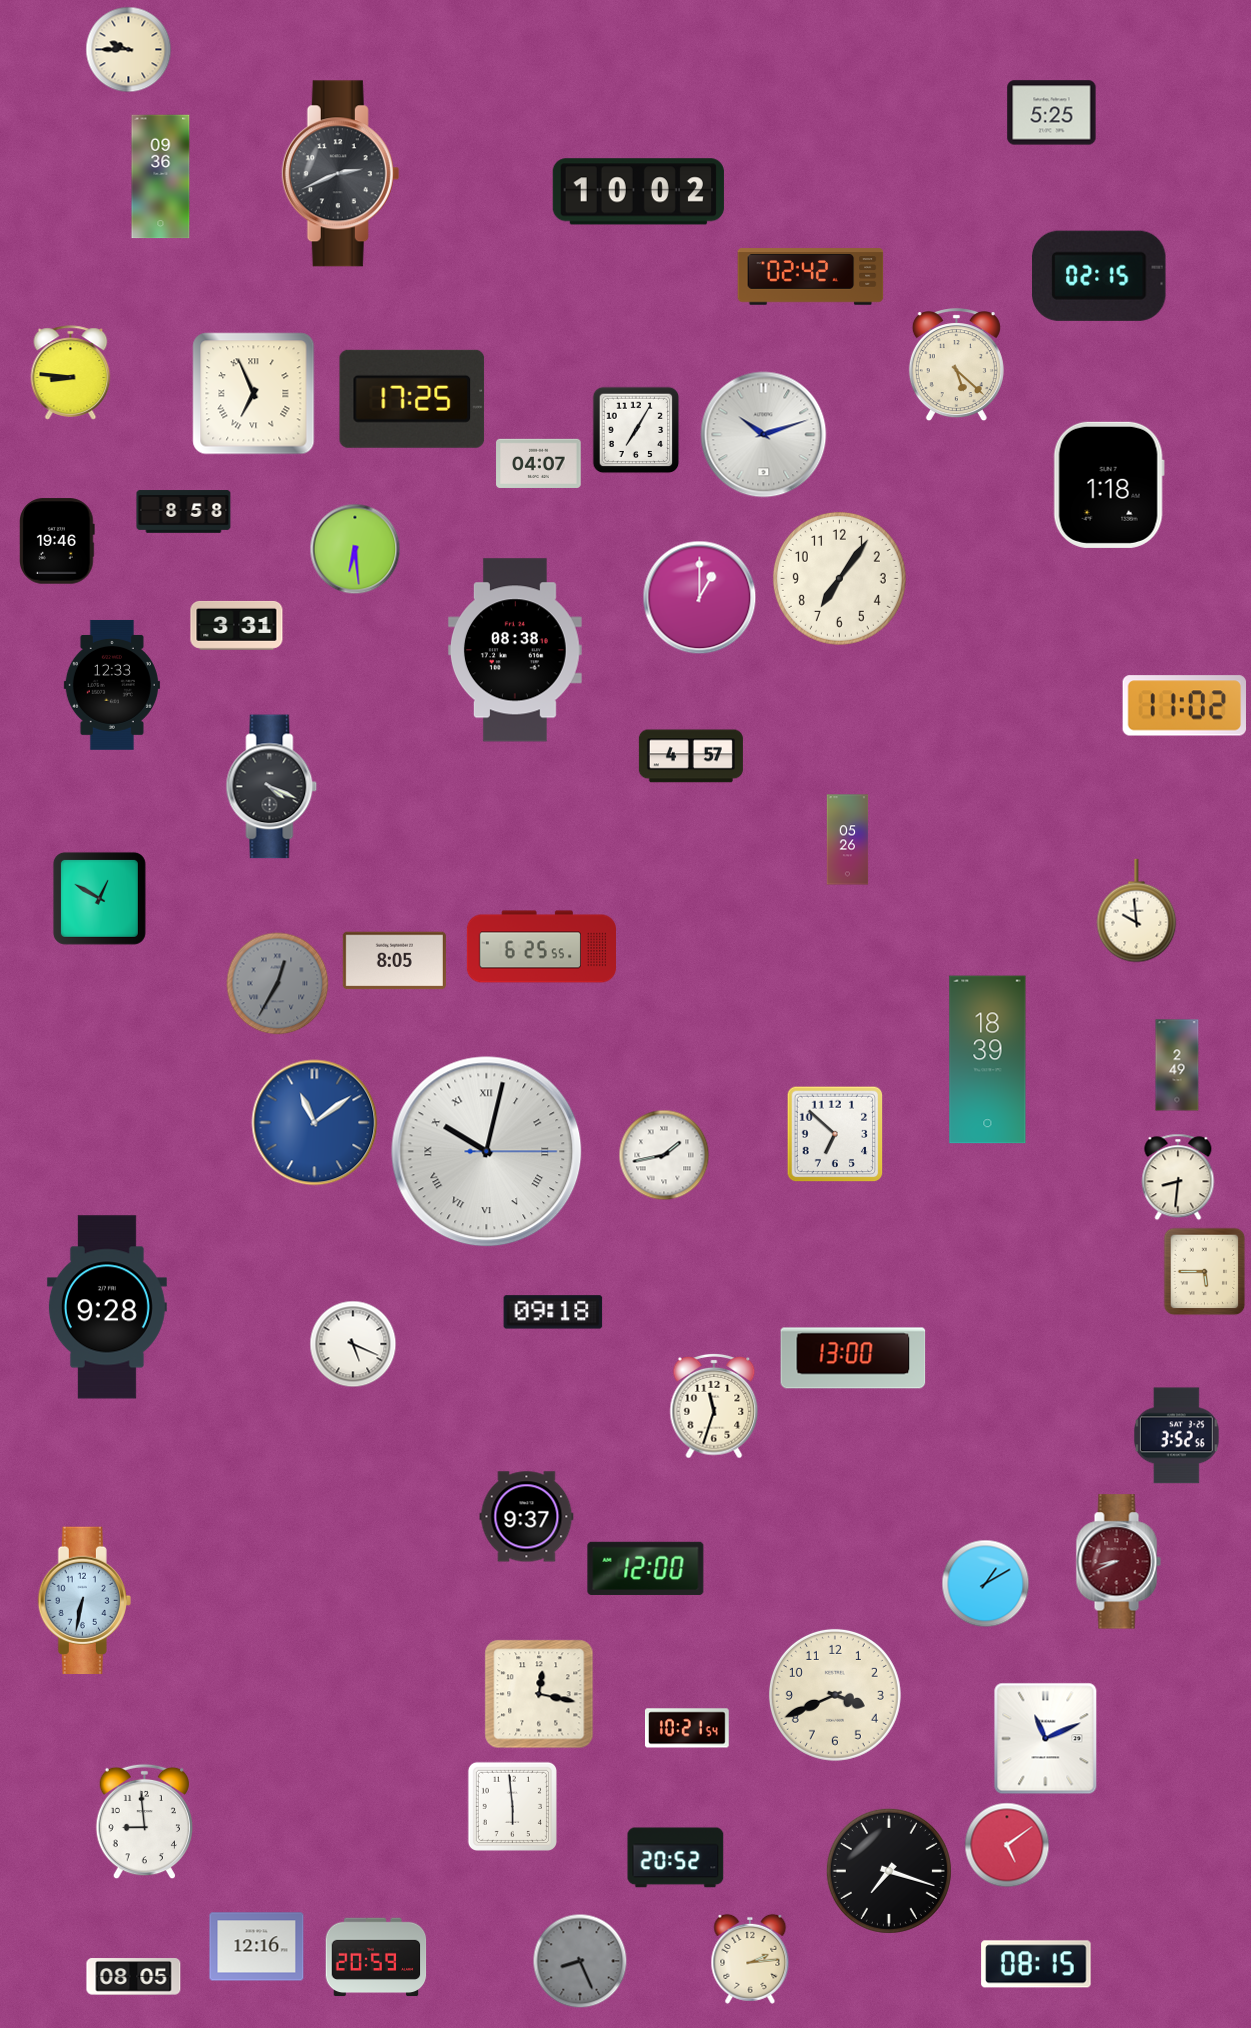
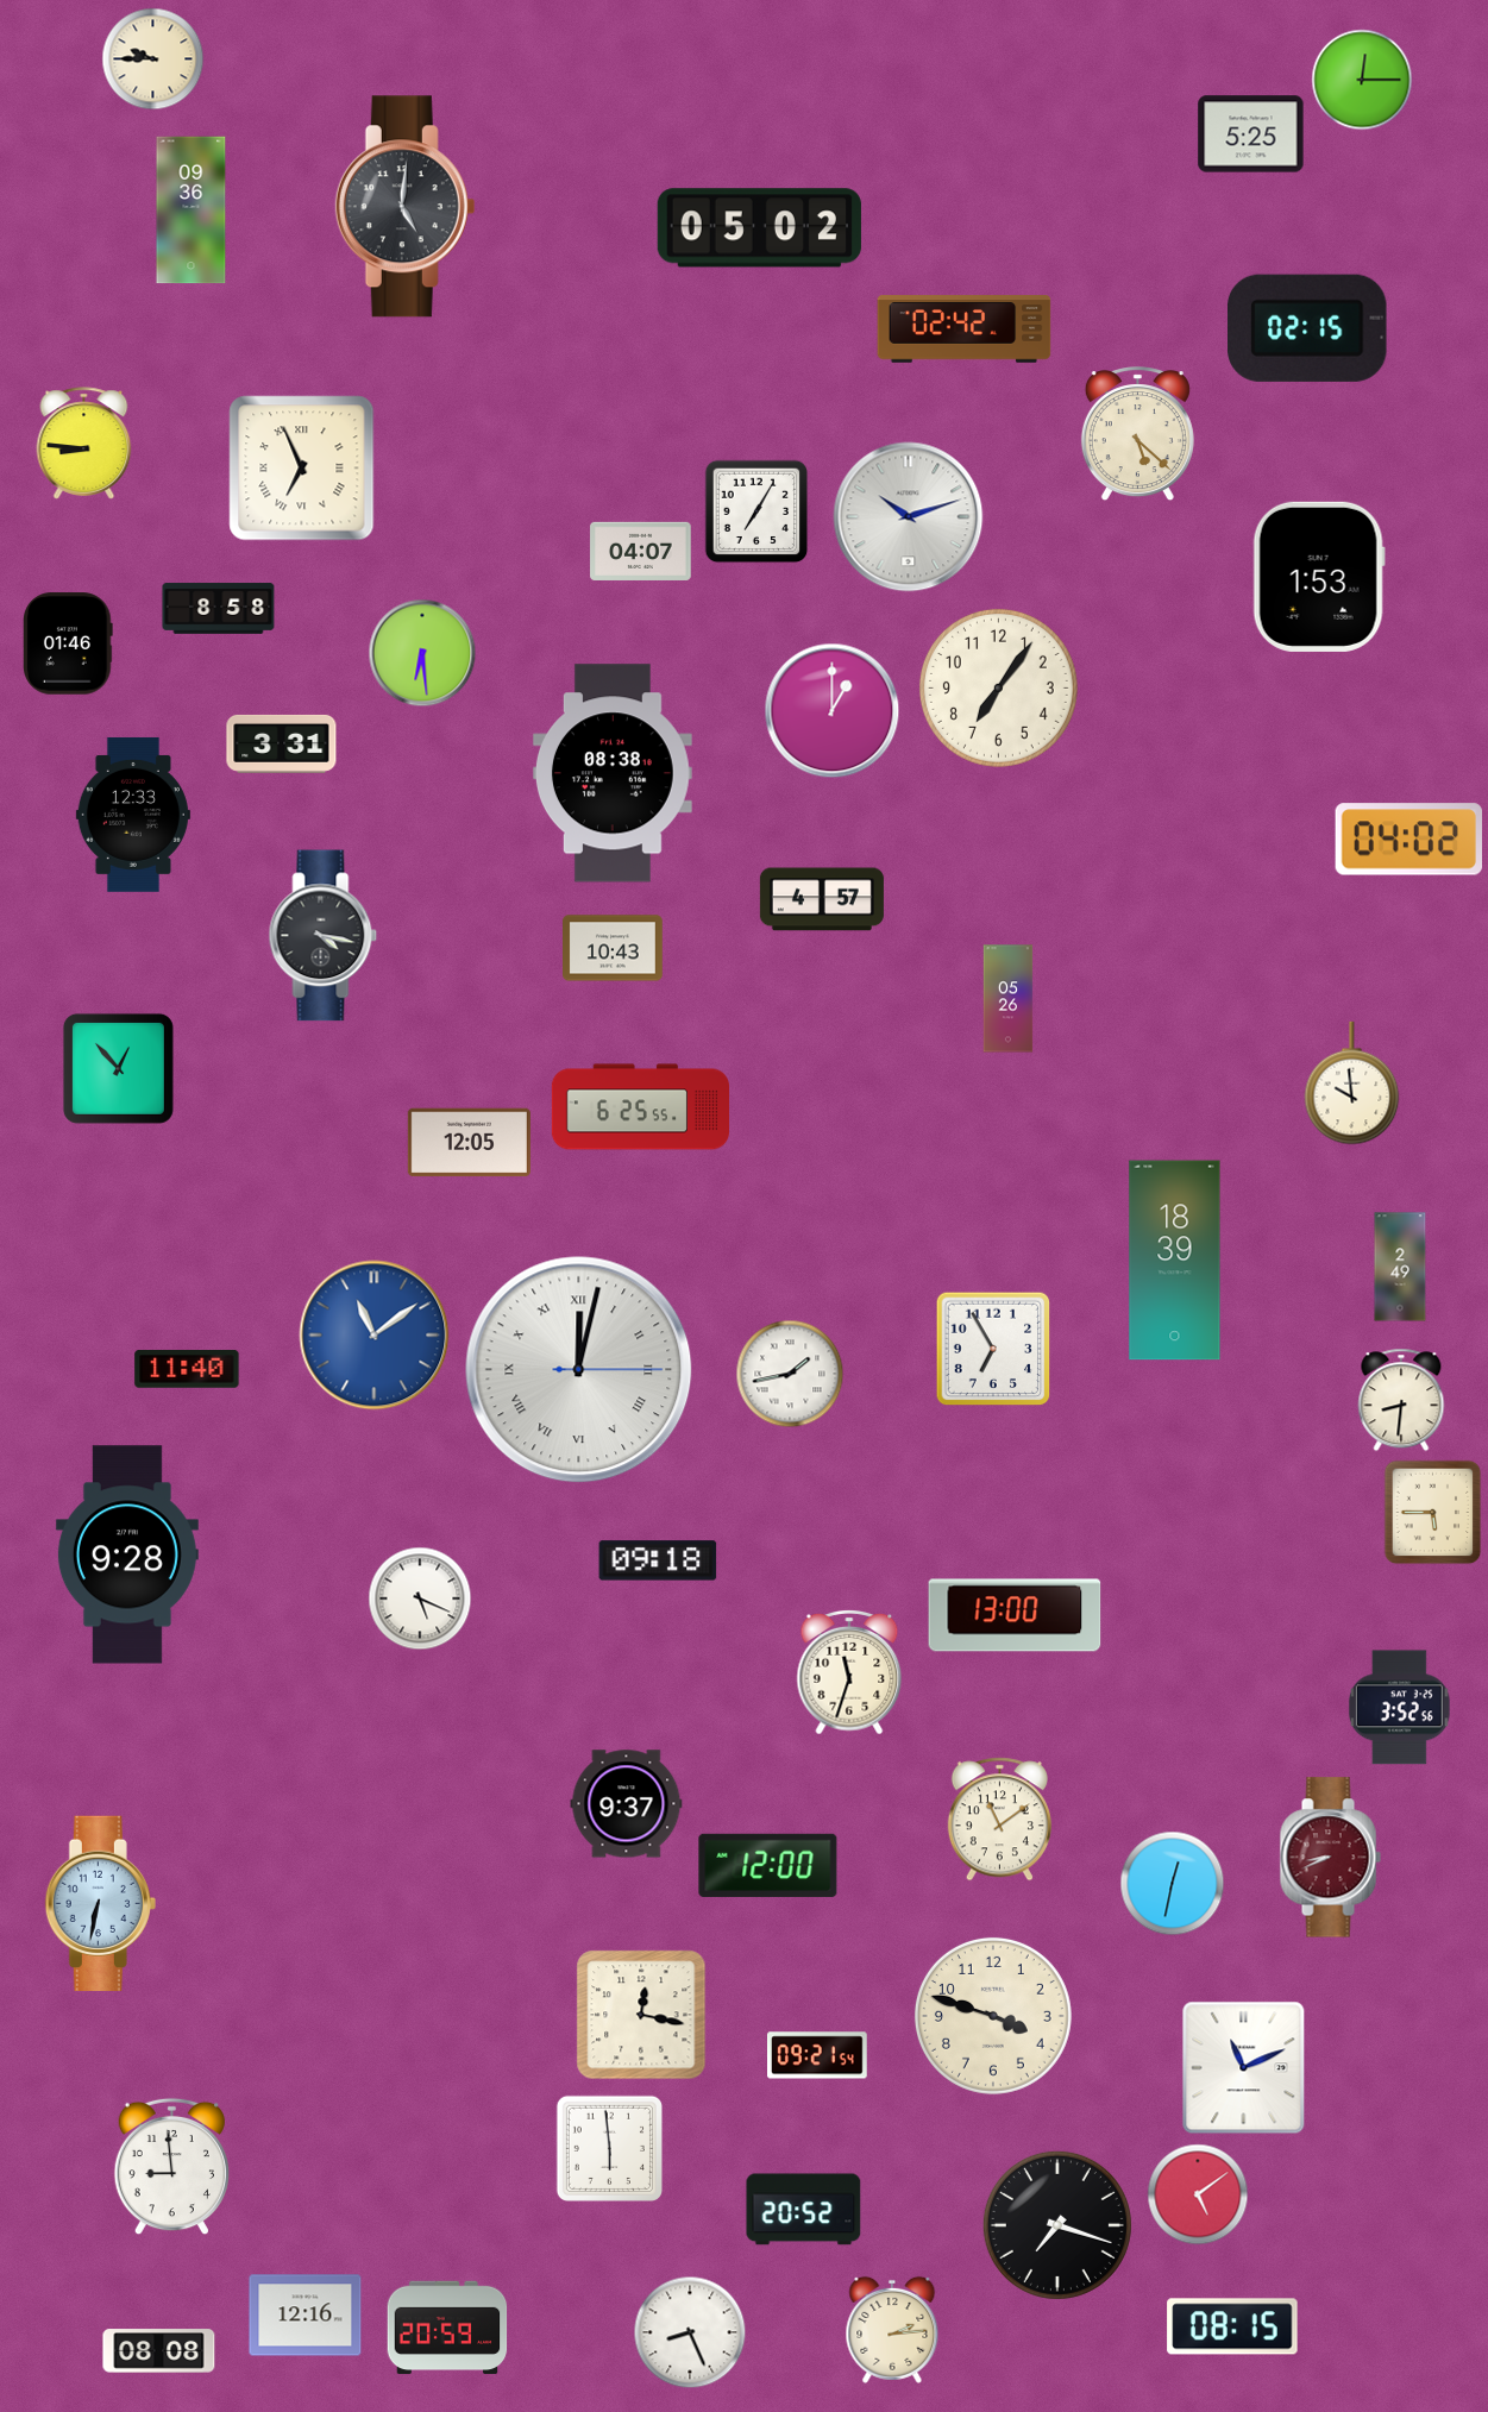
clock at (1362, 80): none -> 12:15
clock at (341, 174): 2:41 -> 5:01
clock at (638, 192): 10:02 -> 05:02
clock at (412, 399): 17:25 -> none
clock at (1109, 485): 1:18 -> 1:53
clock at (58, 541): 19:46 -> 01:46
clock at (1184, 706): 11:02 -> 04:02
clock at (272, 787): 4:19 -> 4:17
clock at (613, 948): none -> 10:43
clock at (99, 898): 12:50 -> 12:53
clock at (541, 947) position: (541, 947) -> (640, 1107)
clock at (394, 961): 8:05 -> 12:05
clock at (278, 984): 12:35 -> none
clock at (835, 1134): 6:52 -> 6:55
clock at (187, 1370): none -> 11:40
clock at (487, 1152): 10:02 -> 12:02
clock at (999, 1820): none -> 11:09
clock at (986, 1584): 1:10 -> 12:32
clock at (835, 1695): 3:41 -> 3:48
clock at (688, 1728): 10:21 -> 09:21
clock at (580, 1961) dial: grey -> white
clock at (1036, 1964) position: (1036, 1964) -> (1232, 2326)
clock at (134, 1977): 08:05 -> 08:08
